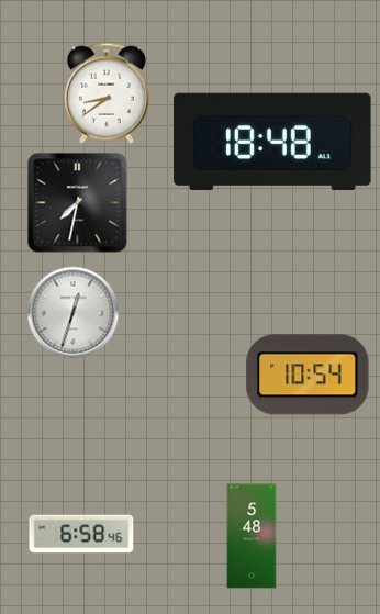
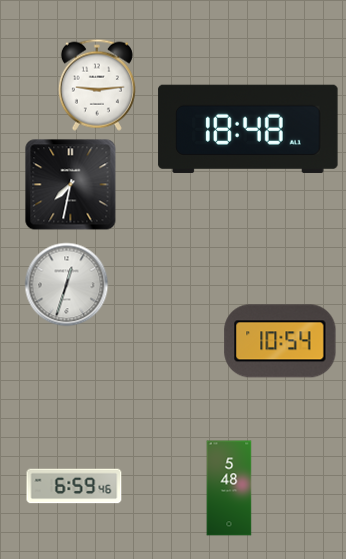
clock at (107, 93): 8:39 -> 9:14
clock at (81, 534): 6:58 -> 6:59
